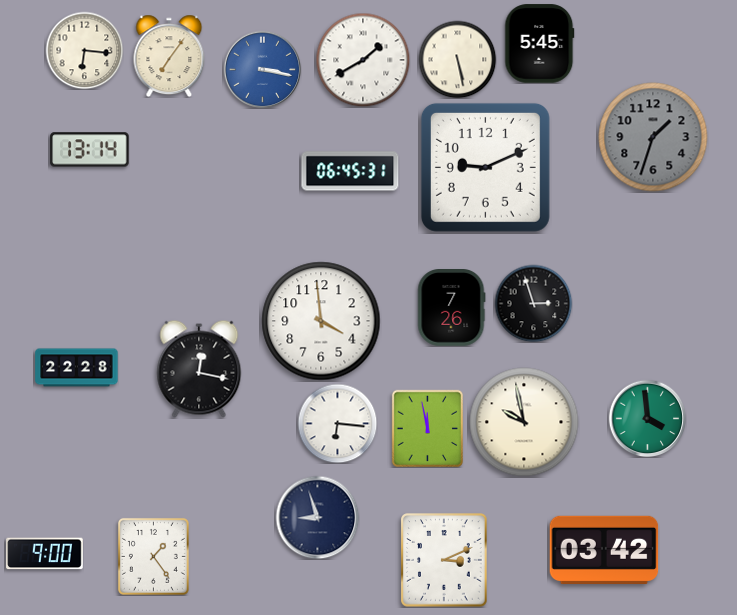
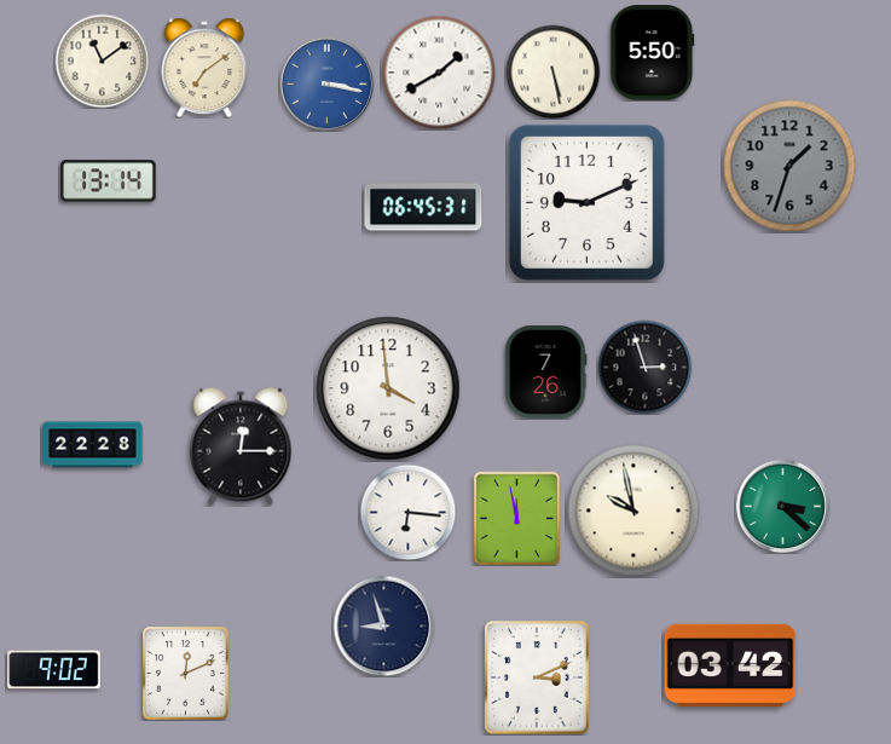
clock at (540, 44): 5:45 -> 5:50
clock at (84, 50): 6:16 -> 11:09
clock at (169, 56): 7:06 -> 7:09
clock at (262, 69) position: (262, 69) -> (326, 83)
clock at (199, 369): 12:17 -> 12:15
clock at (647, 418): 3:59 -> 3:22
clock at (45, 554): 9:00 -> 9:02
clock at (153, 556): 1:24 -> 12:11
